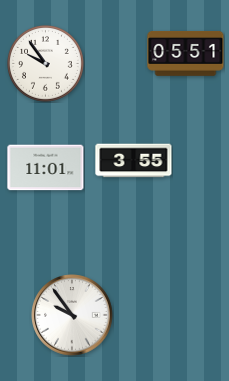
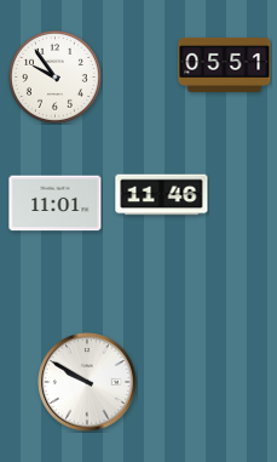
clock at (134, 161): 3:55 -> 11:46
clock at (72, 315): 9:54 -> 9:50
